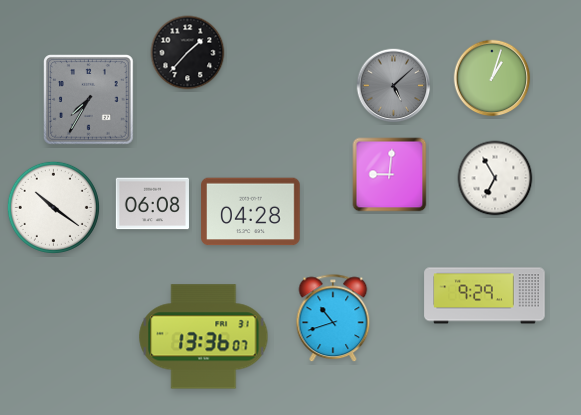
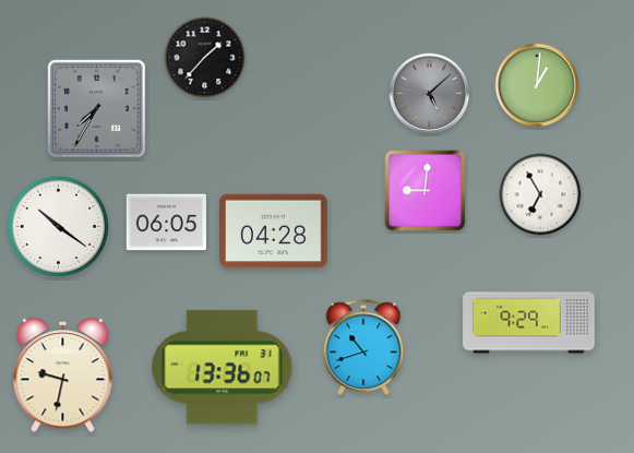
clock at (492, 78): 1:03 -> 1:01
clock at (152, 204): 06:08 -> 06:05
clock at (63, 375): none -> 9:32
